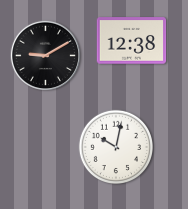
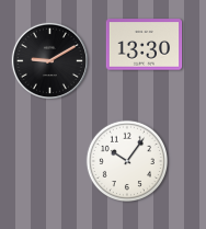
clock at (132, 41): 12:38 -> 13:30
clock at (115, 146): 10:02 -> 10:06
